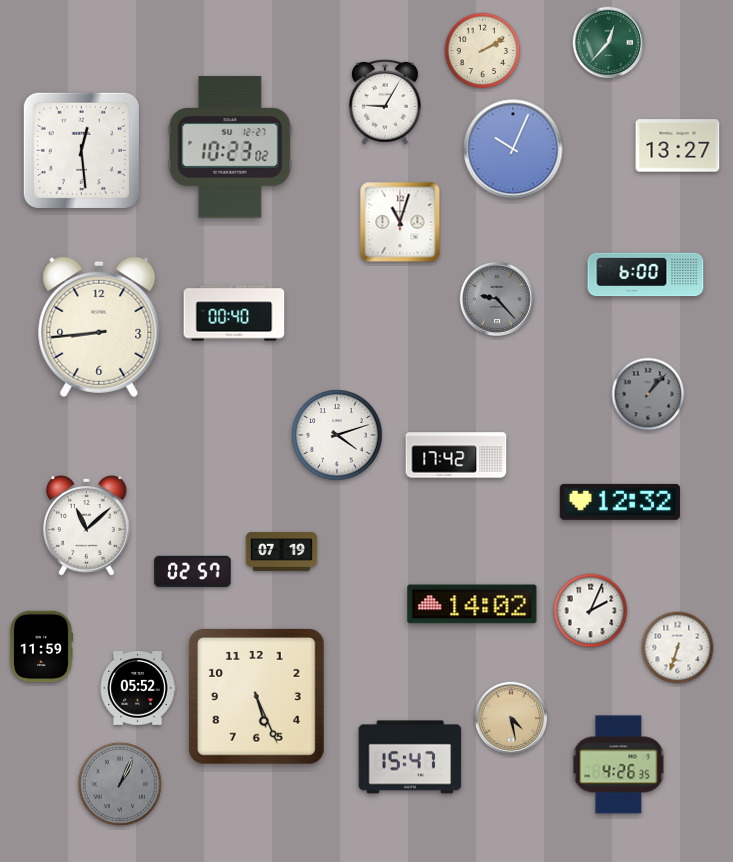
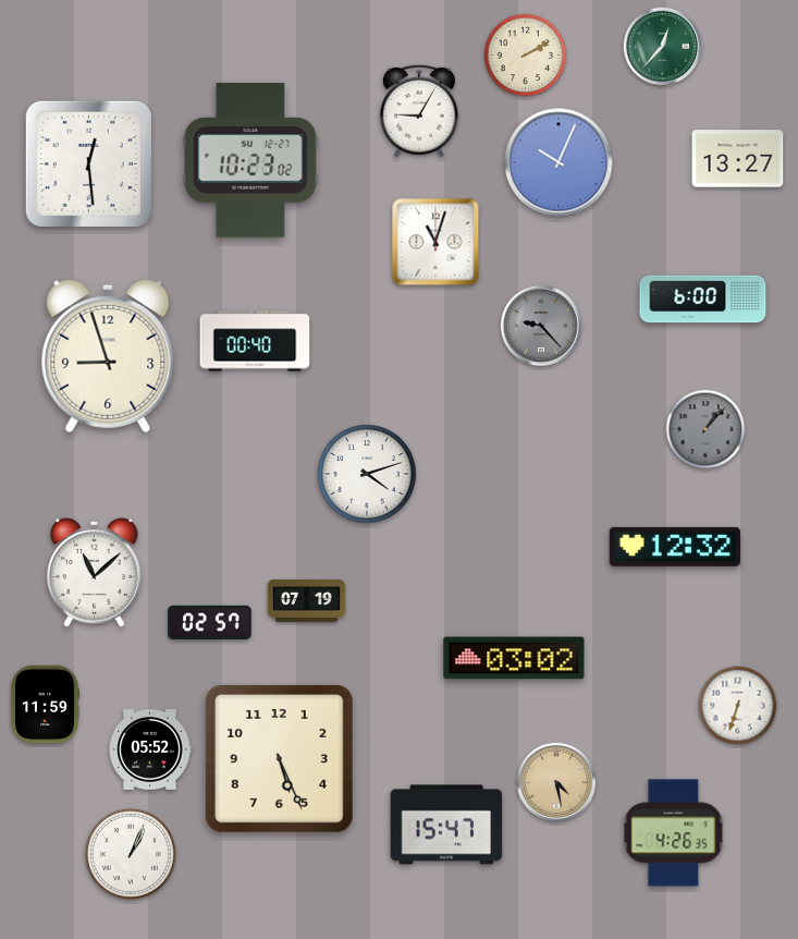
clock at (99, 327): 8:44 -> 8:57
clock at (456, 455): 17:42 -> none
clock at (472, 604): 14:02 -> 03:02
clock at (591, 611): 2:04 -> none
clock at (120, 784) dial: grey -> white
